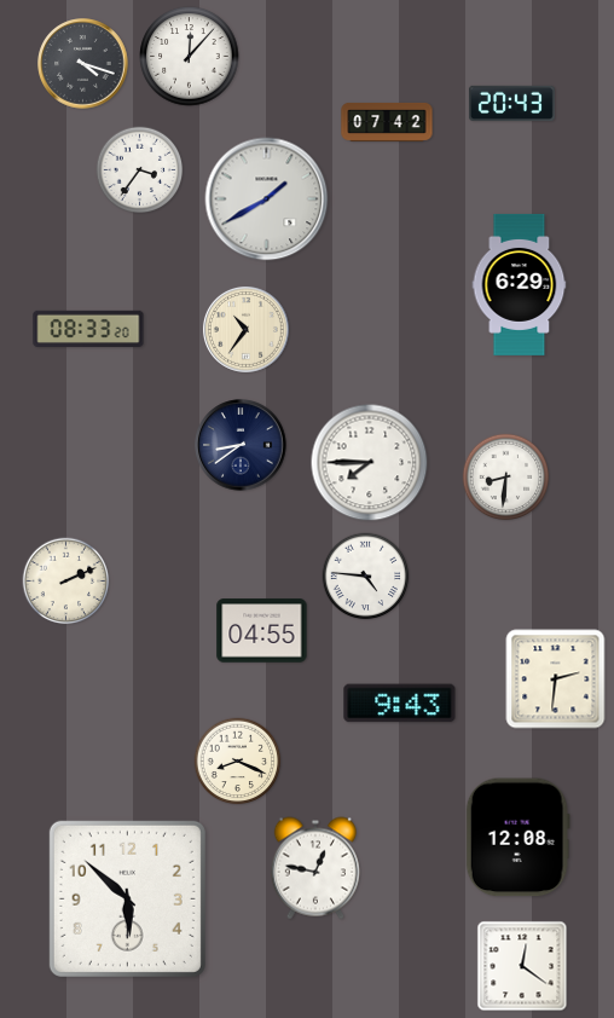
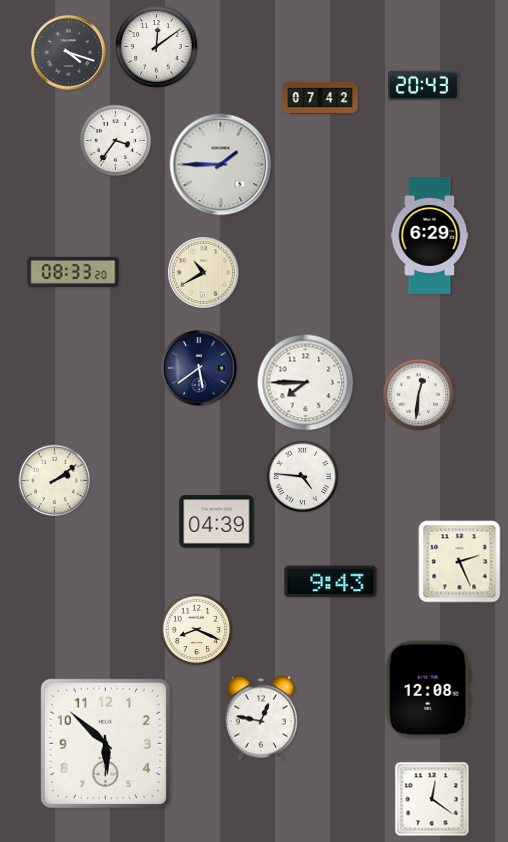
clock at (190, 57): 12:07 -> 12:09
clock at (387, 122) position: (387, 122) -> (320, 98)
clock at (267, 199): 1:40 -> 1:45
clock at (245, 329): 10:36 -> 10:40
clock at (241, 445): 8:39 -> 5:39
clock at (506, 478): 8:31 -> 12:31
clock at (66, 582): 2:11 -> 2:09
clock at (262, 631): 04:55 -> 04:39
clock at (556, 679): 2:31 -> 2:26
clock at (517, 838) position: (517, 838) -> (428, 690)
